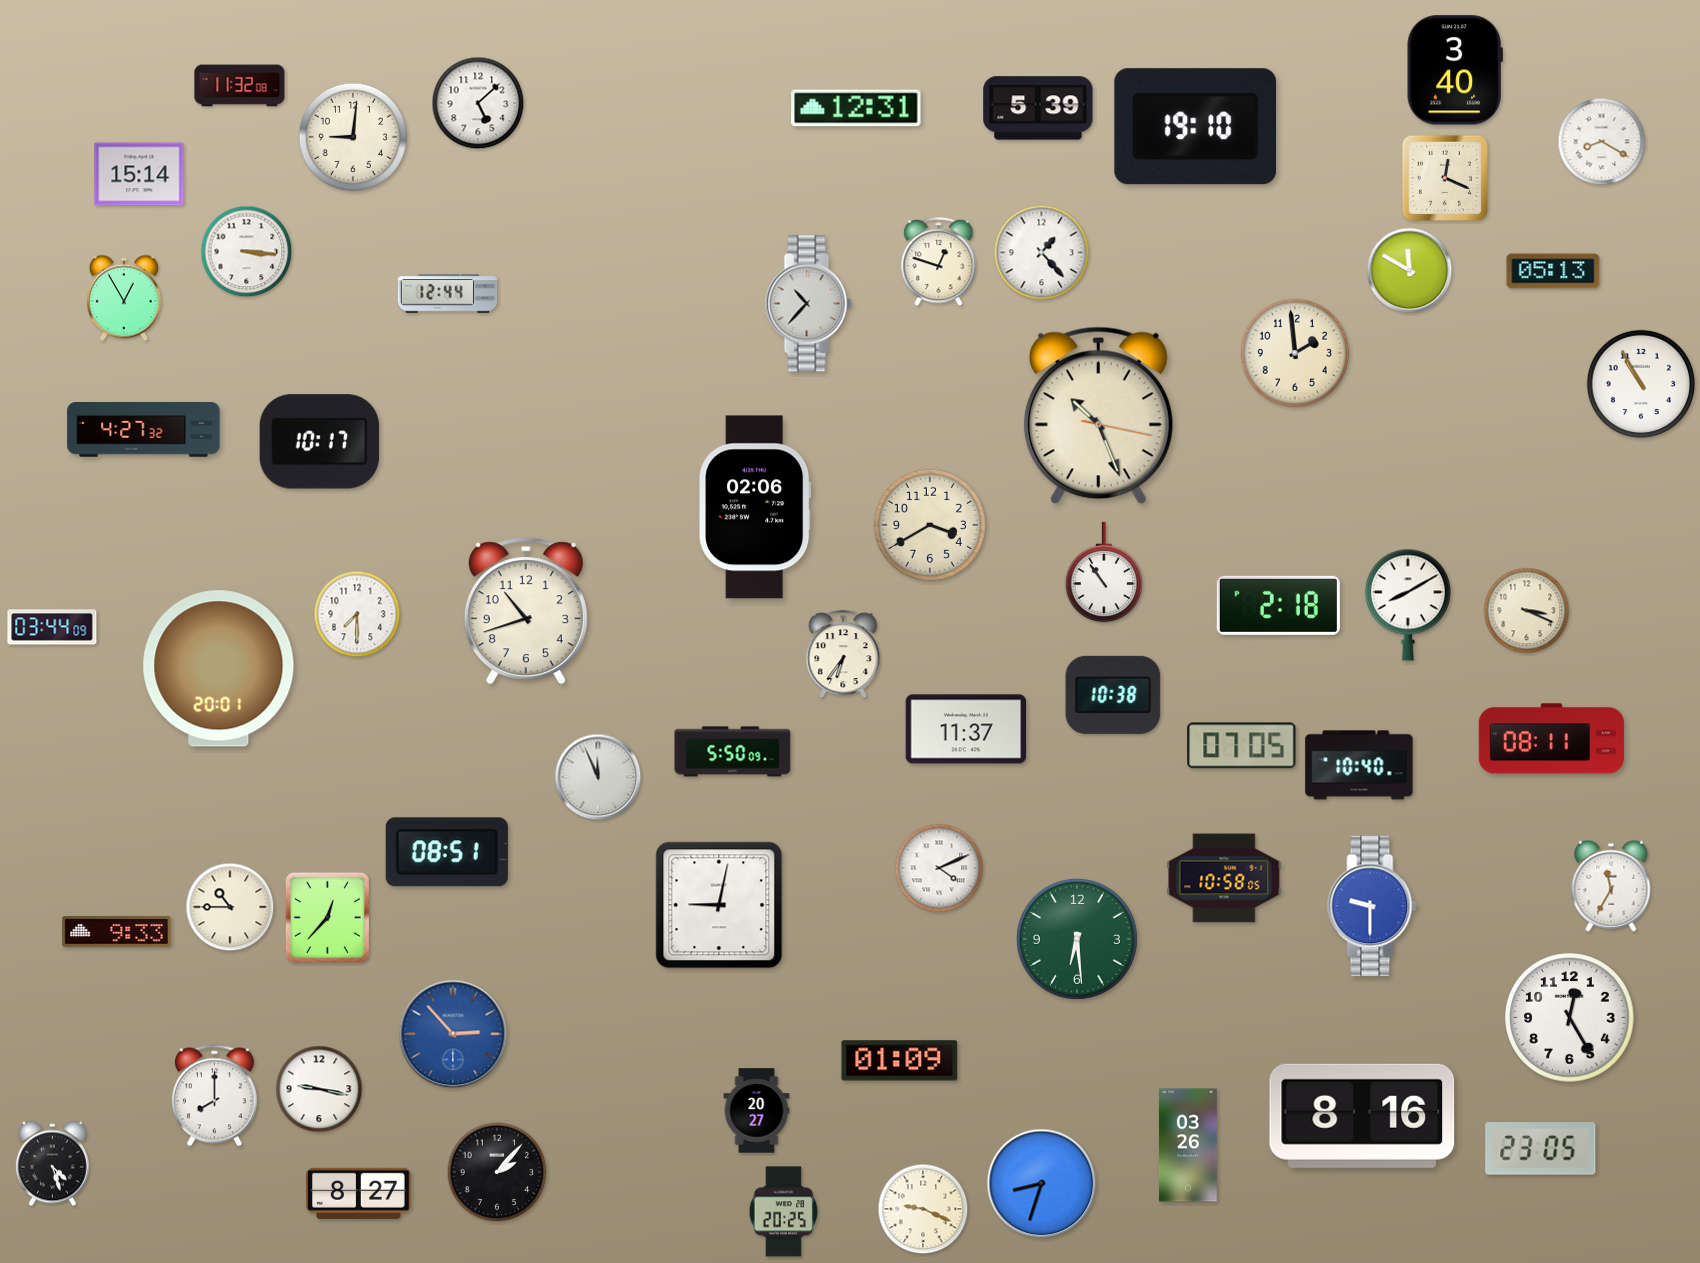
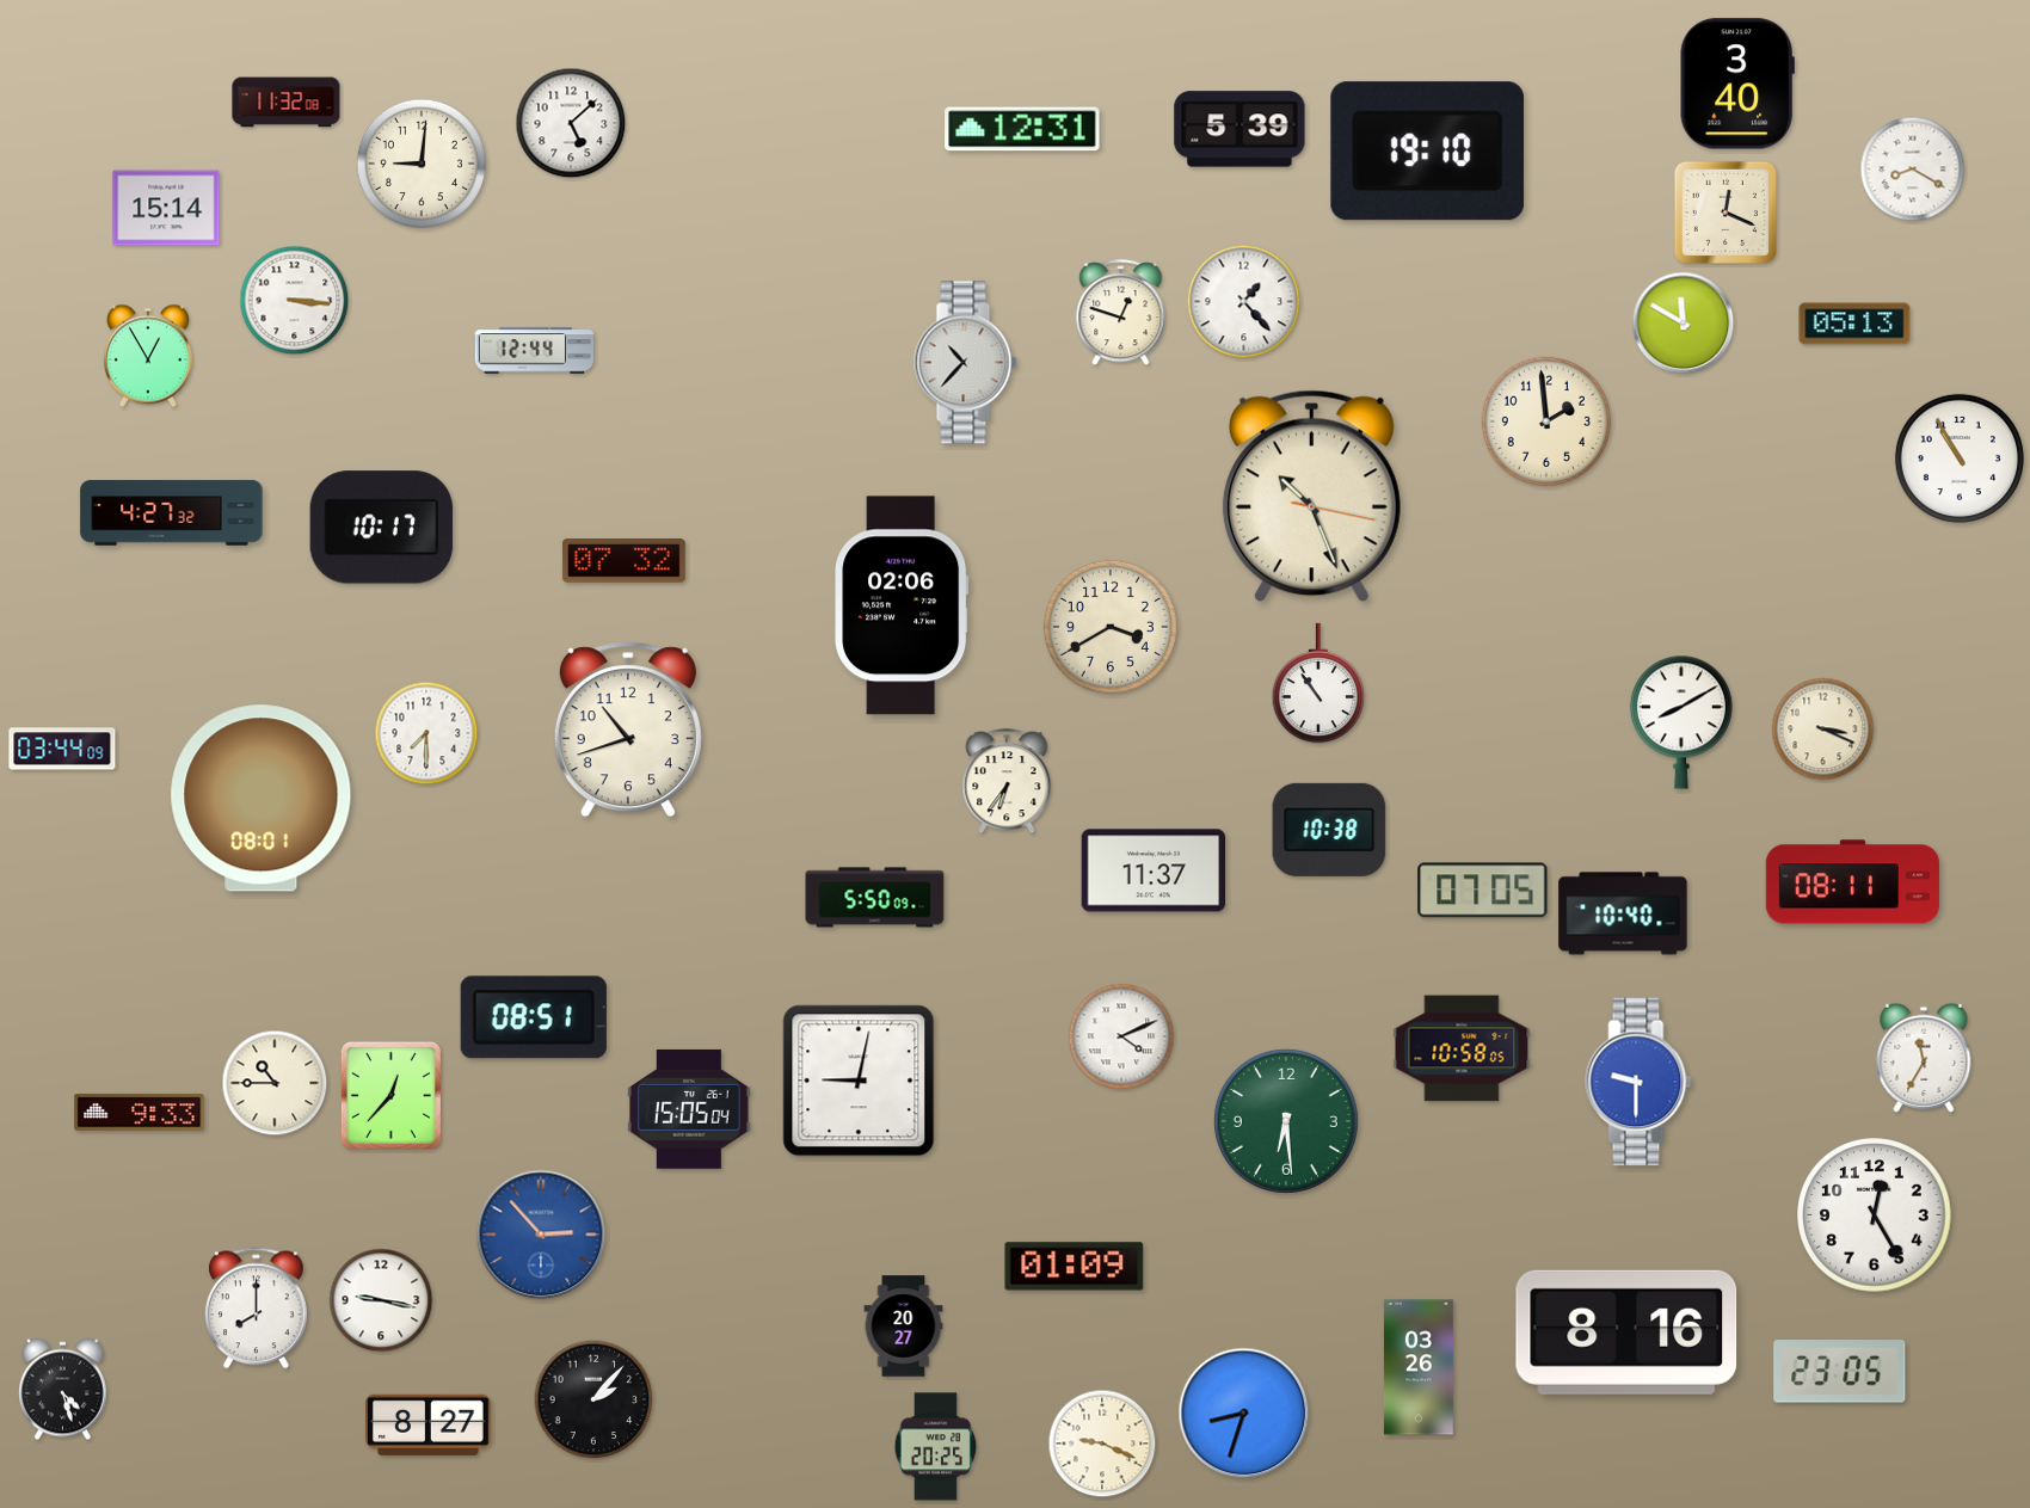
clock at (623, 561): none -> 07:32
clock at (1278, 605): 2:18 -> none
clock at (219, 669): 20:01 -> 08:01
clock at (598, 777): 11:56 -> none
clock at (689, 1109): none -> 15:05
